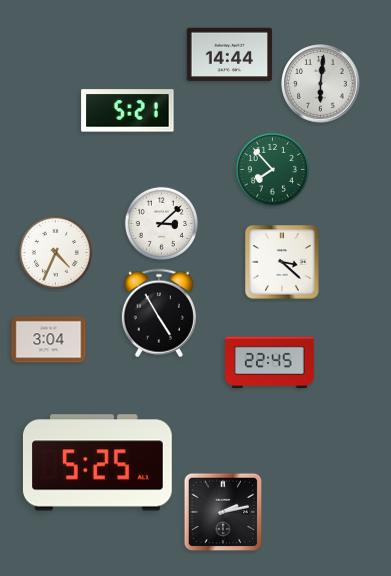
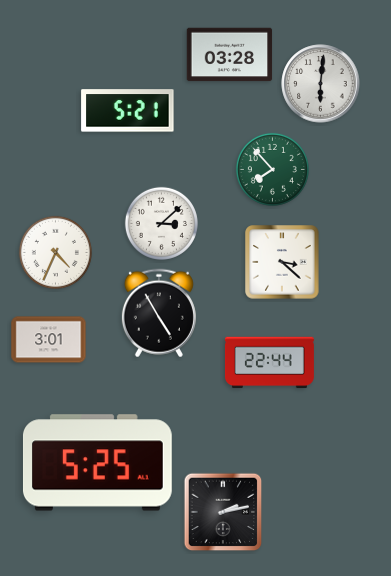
clock at (230, 55): 14:44 -> 03:28
clock at (49, 340): 3:04 -> 3:01
clock at (269, 363): 22:45 -> 22:44
